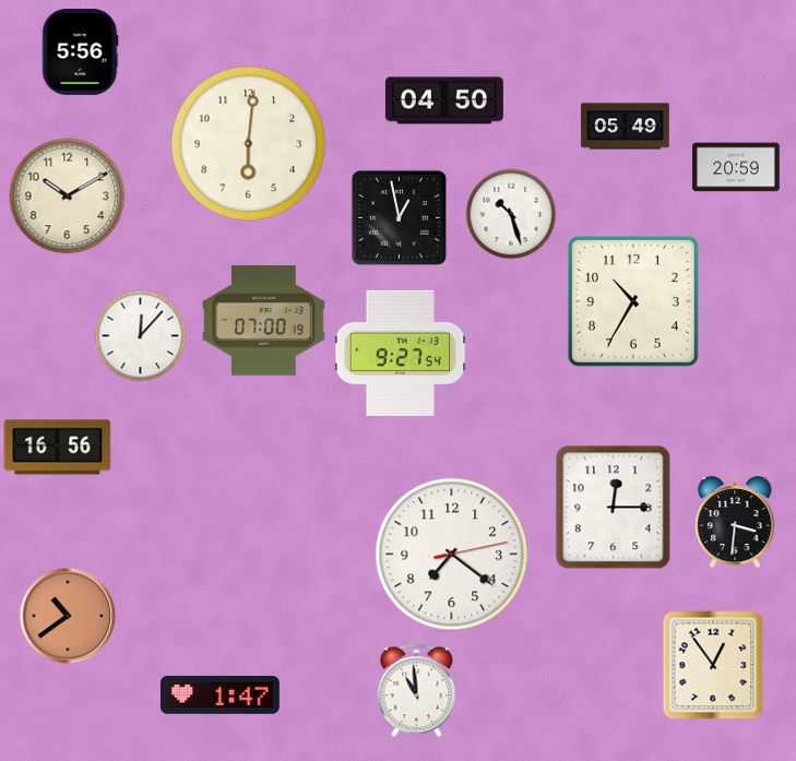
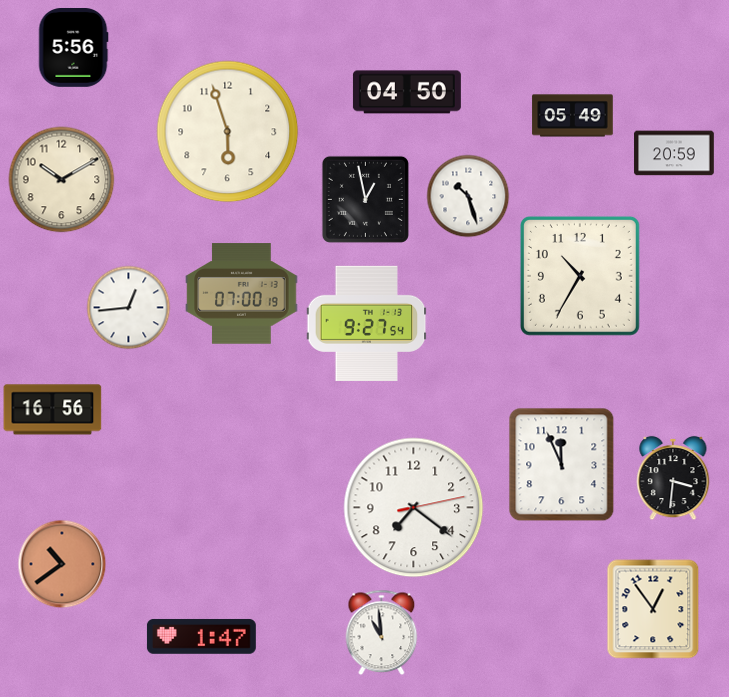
clock at (249, 144): 6:01 -> 5:57
clock at (141, 336): 12:07 -> 12:44
clock at (614, 508): 12:15 -> 11:56
